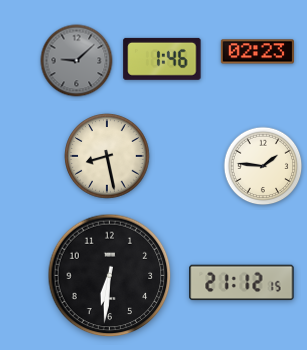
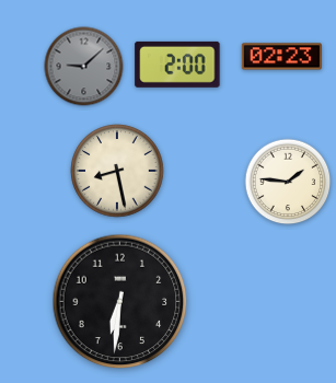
clock at (162, 59): 1:46 -> 2:00
clock at (242, 283): 21:12 -> none
